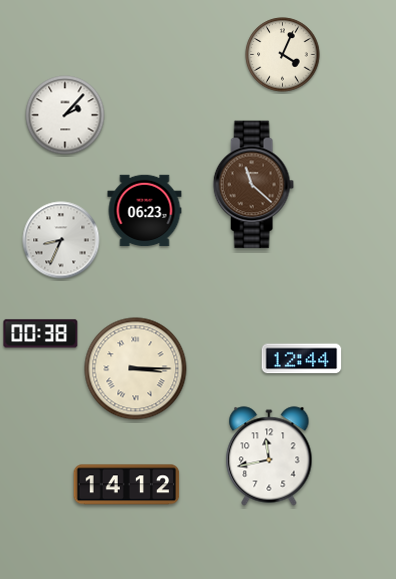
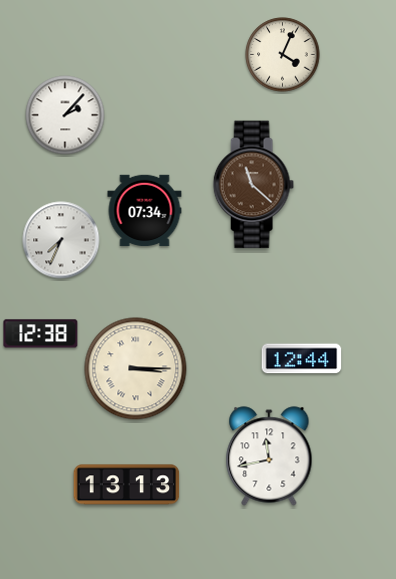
clock at (145, 211): 06:23 -> 07:34
clock at (61, 240): 8:34 -> 7:34
clock at (41, 334): 00:38 -> 12:38
clock at (127, 485): 14:12 -> 13:13
